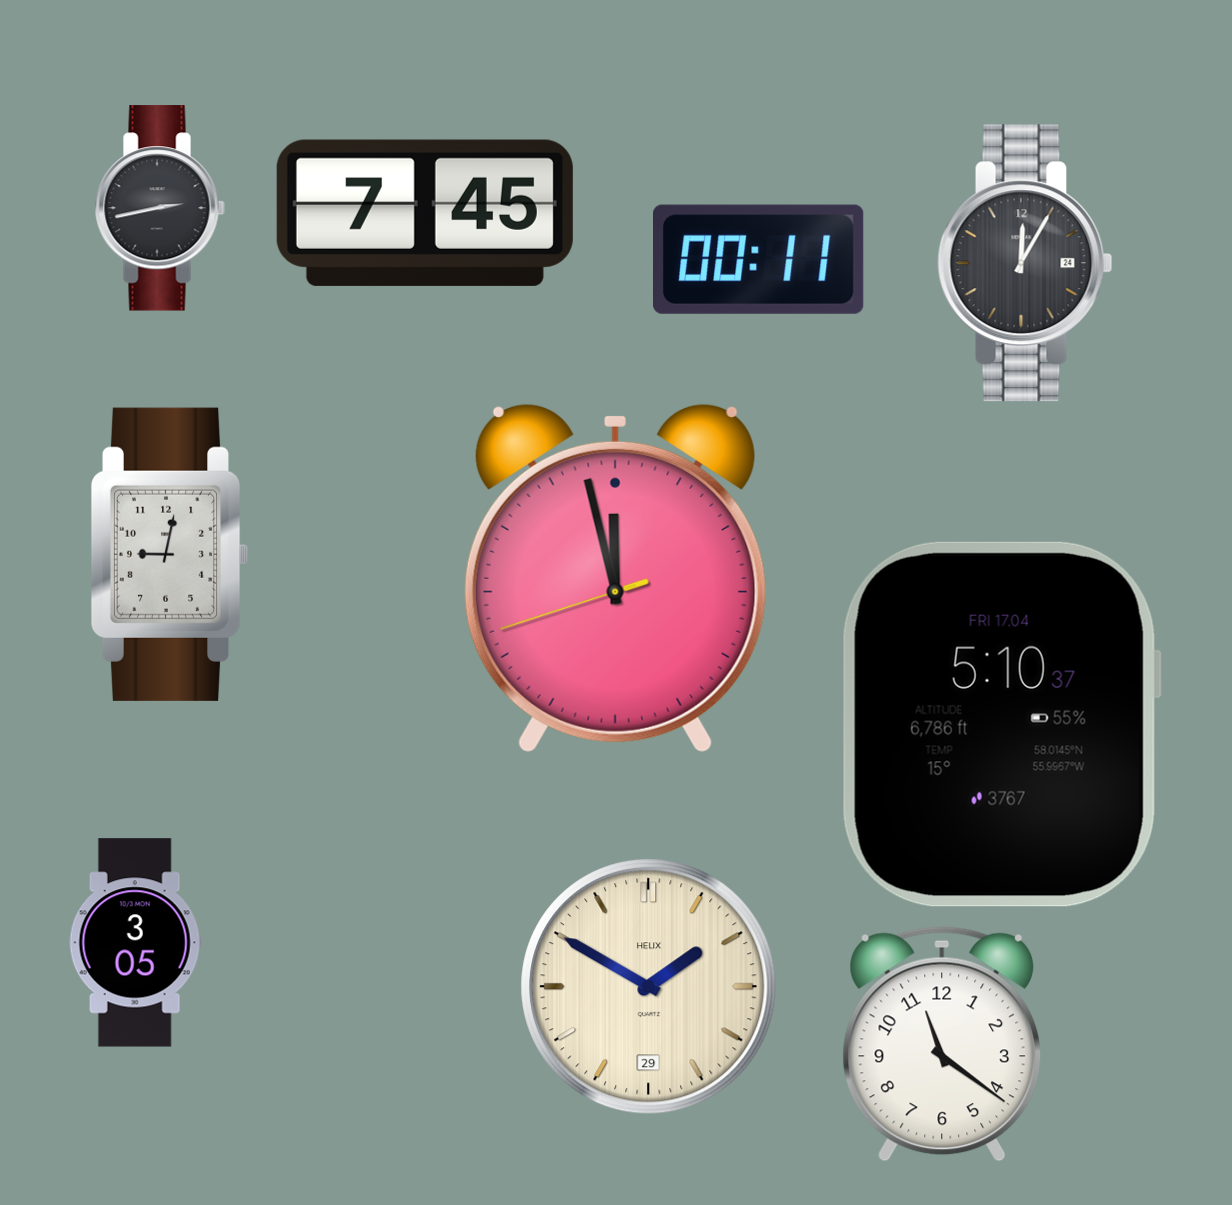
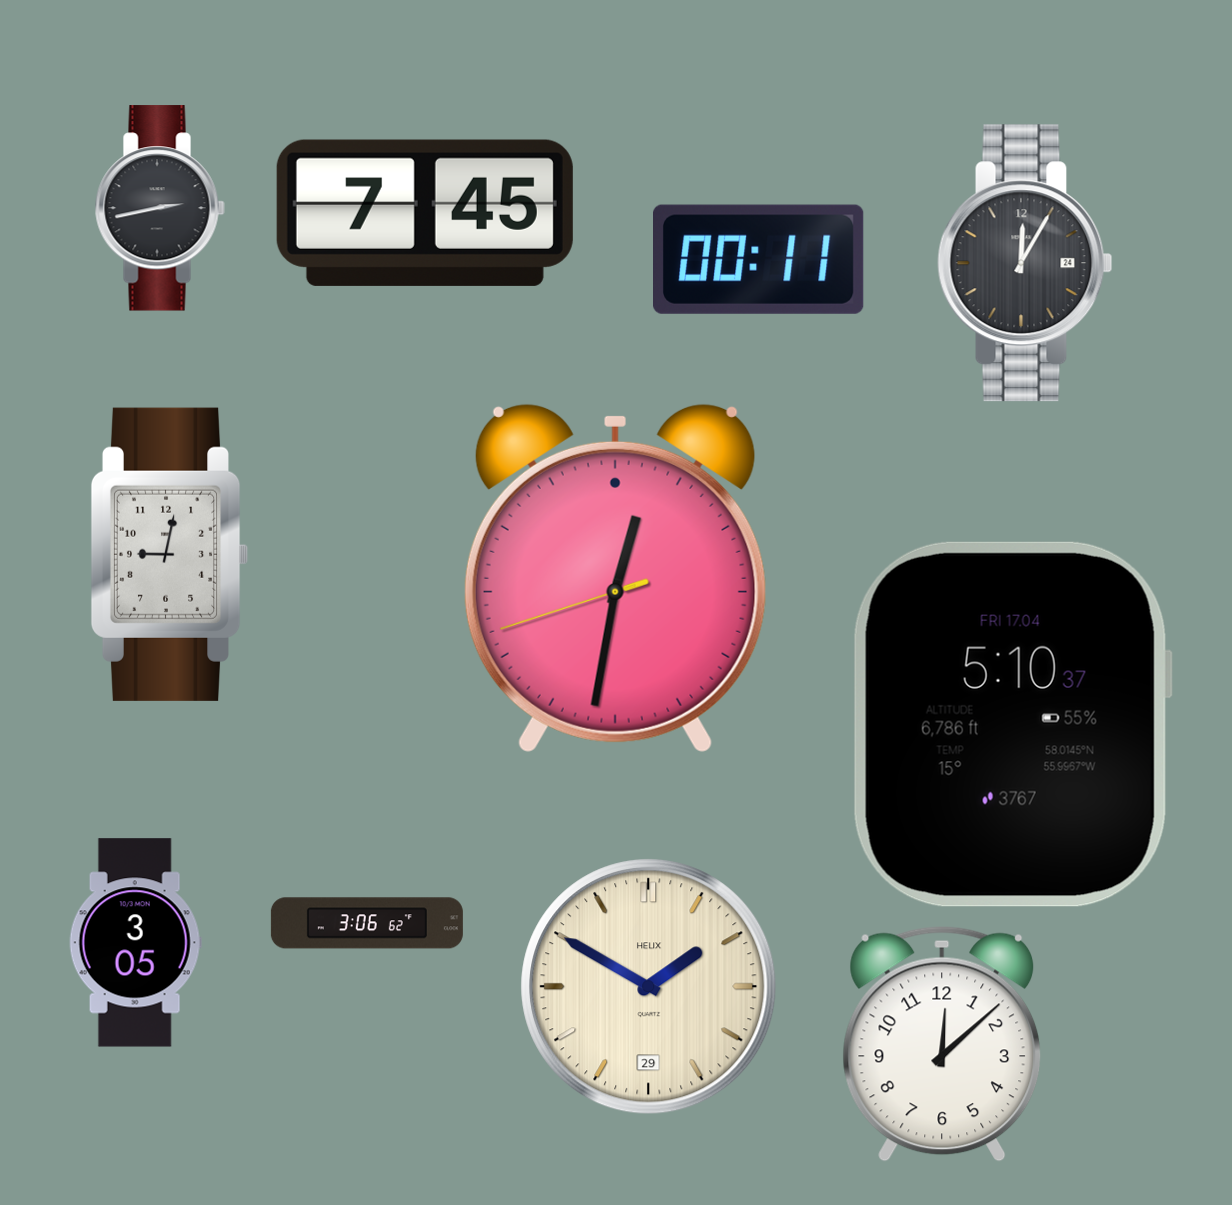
clock at (615, 578): 11:57 -> 12:31
clock at (1001, 724) position: (1001, 724) -> (1012, 724)
clock at (367, 923): none -> 3:06
clock at (942, 1044): 11:21 -> 12:08
